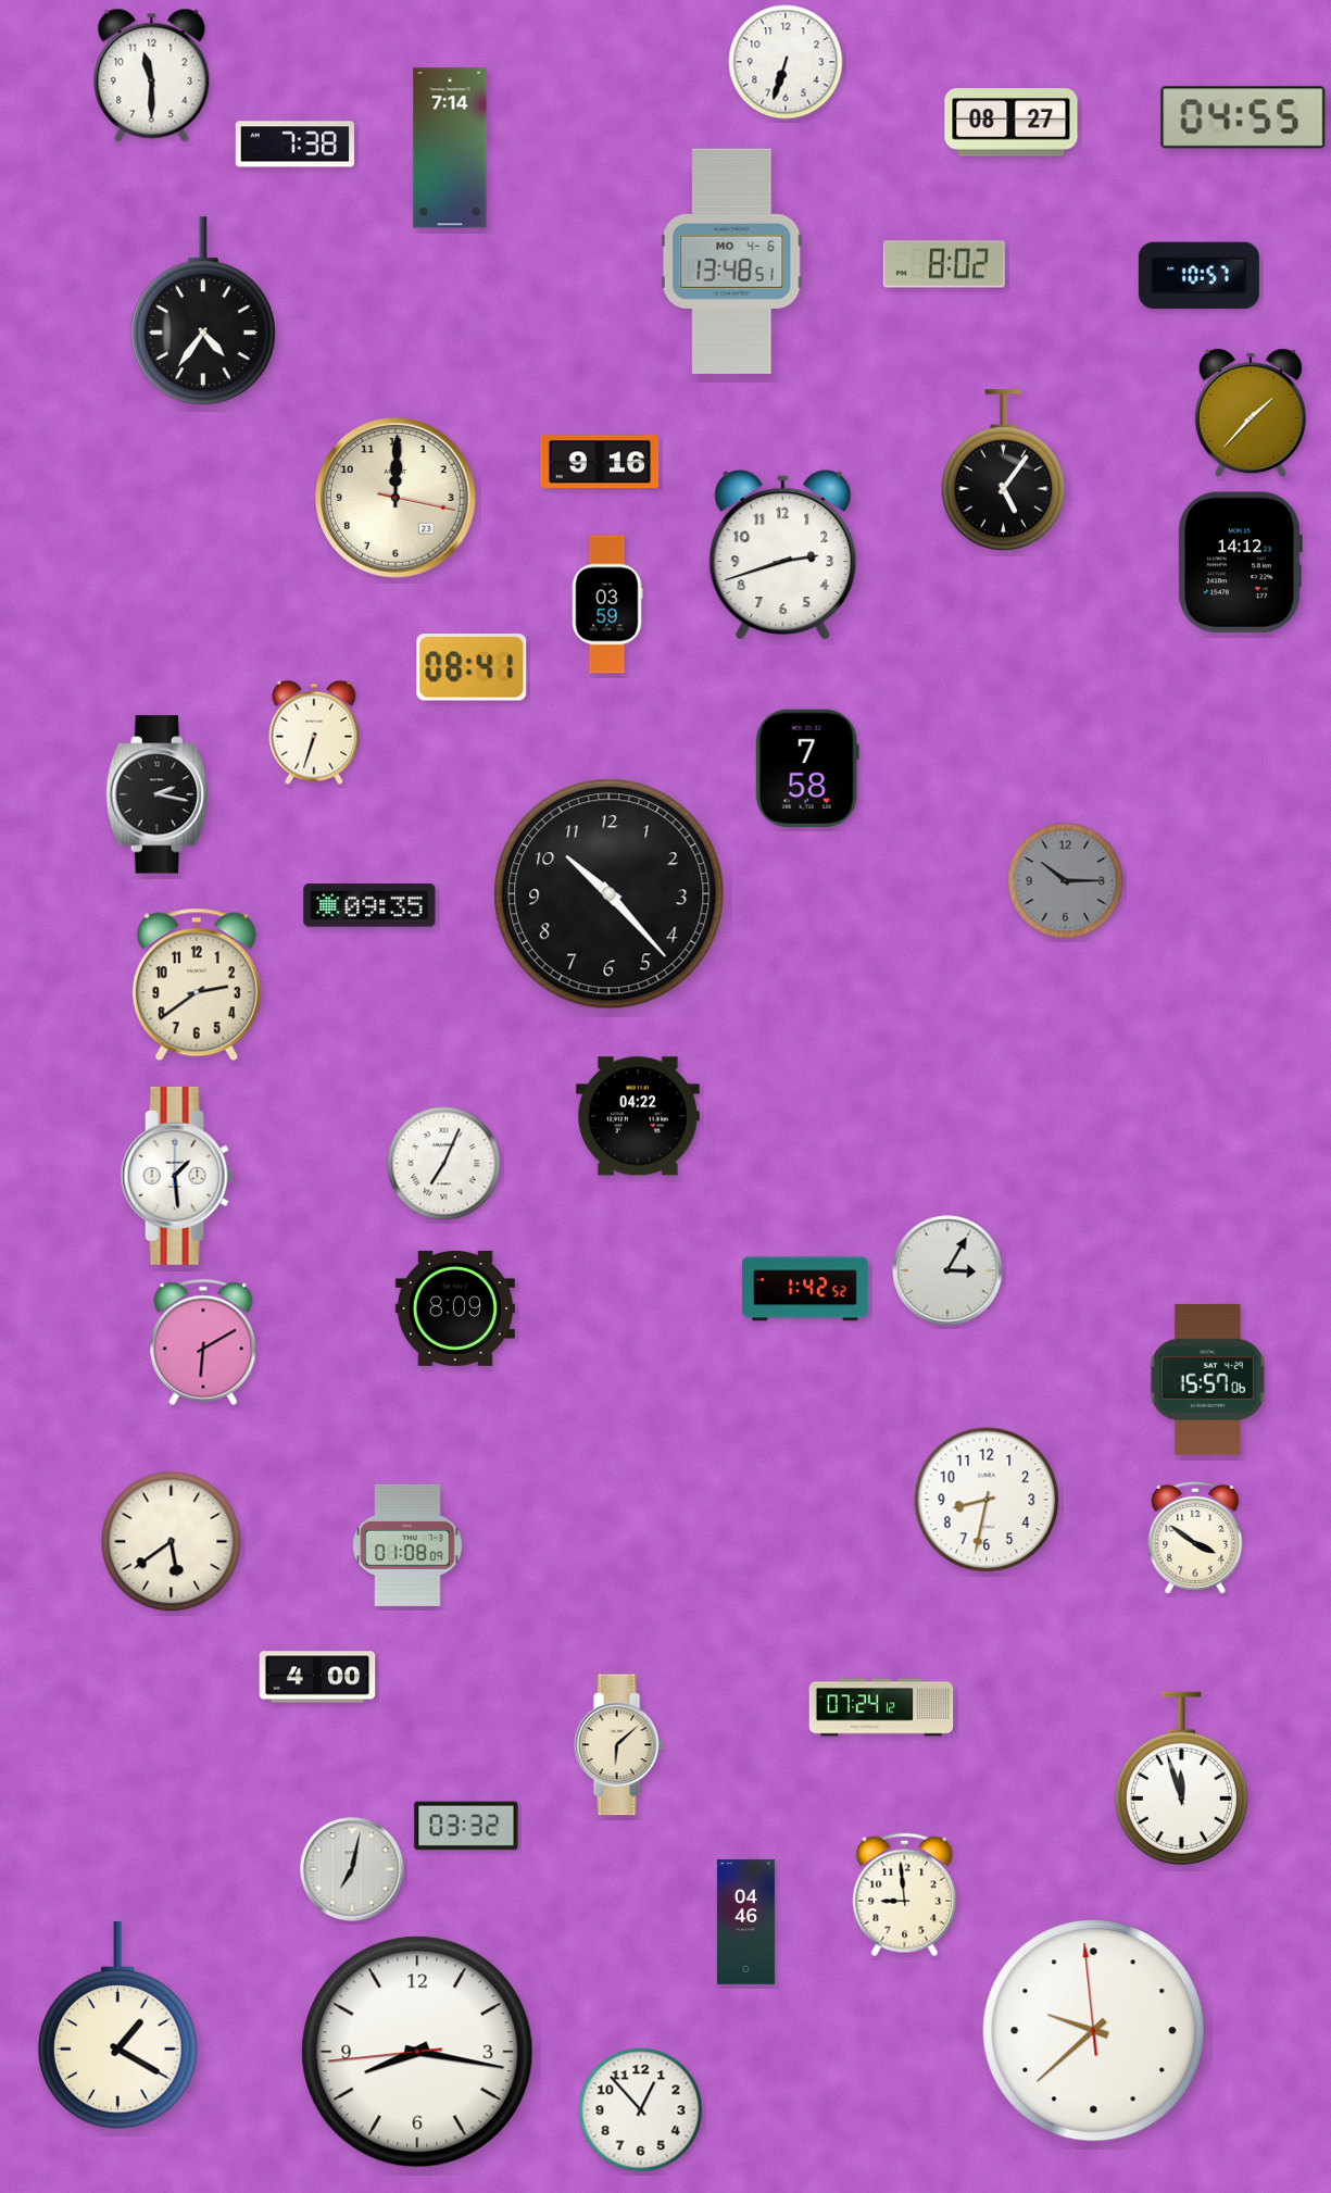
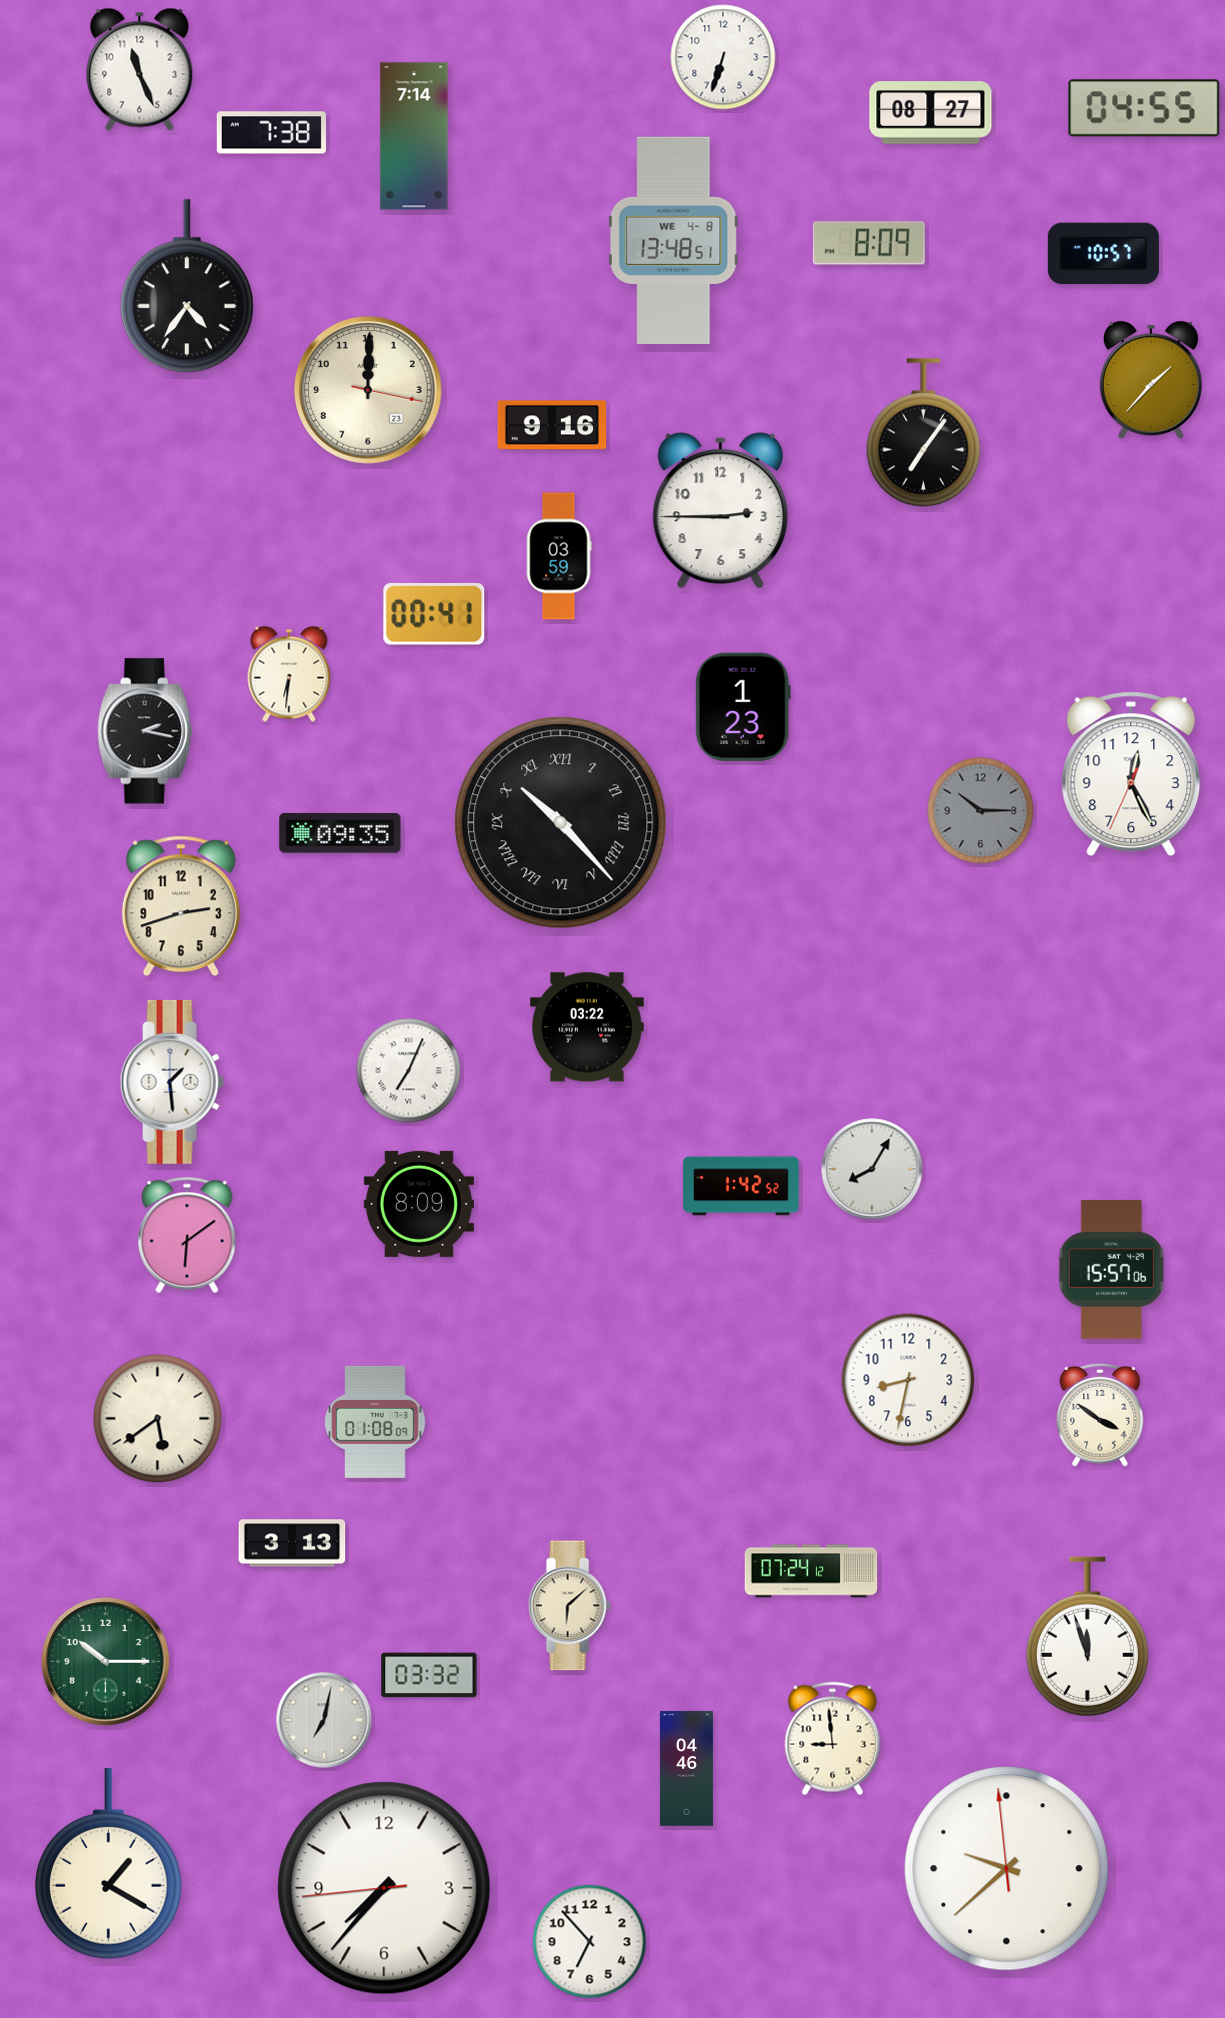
clock at (152, 75): 11:30 -> 11:26
clock at (731, 261) date: MO 4-6 -> WE 4-8
clock at (944, 264): 8:02 -> 8:09
clock at (1003, 471): 5:06 -> 7:06
clock at (397, 499) position: (397, 499) -> (369, 391)
clock at (783, 555): 2:42 -> 2:45
clock at (1240, 563): 14:12 -> none
clock at (472, 667): 08:41 -> 00:41
clock at (314, 732): 6:33 -> 6:31
clock at (807, 767): 7:58 -> 1:23
clock at (1131, 774): none -> 12:25
clock at (610, 894) numerals: Arabic -> Roman
clock at (197, 985): 2:39 -> 2:42
clock at (638, 1116): 04:22 -> 03:22
clock at (177, 1176) position: (177, 1176) -> (172, 1082)
clock at (947, 1270): 3:05 -> 8:05
clock at (203, 1342): 6:10 -> 6:09
clock at (317, 1677): 4:00 -> 3:13
clock at (106, 1662): none -> 10:15
clock at (466, 1826) position: (466, 1826) -> (429, 1675)
clock at (905, 1895) position: (905, 1895) -> (833, 1739)
clock at (417, 2052): 8:16 -> 7:36
clock at (641, 2110): 12:53 -> 6:53
